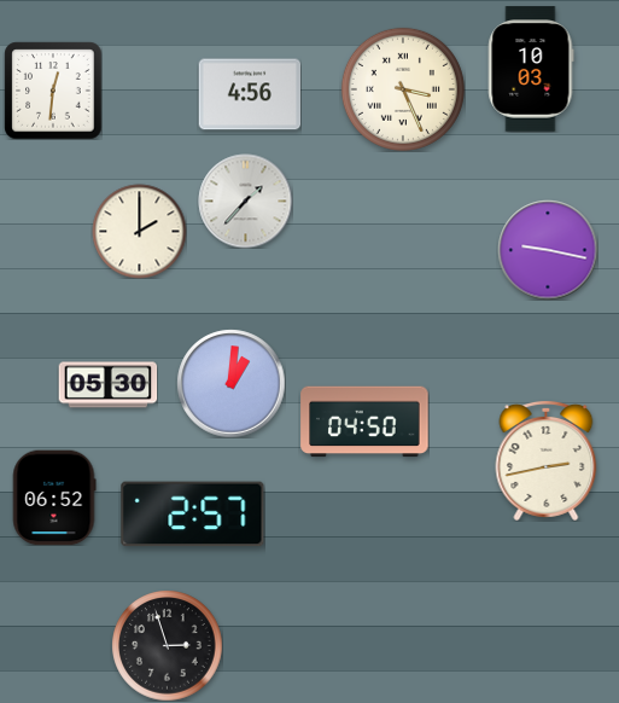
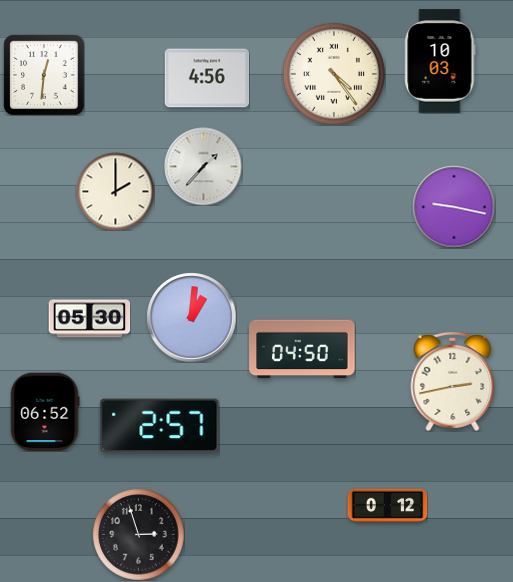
clock at (531, 69) position: (531, 69) -> (440, 61)
clock at (403, 89): 3:26 -> 4:24
clock at (387, 506): none -> 0:12
